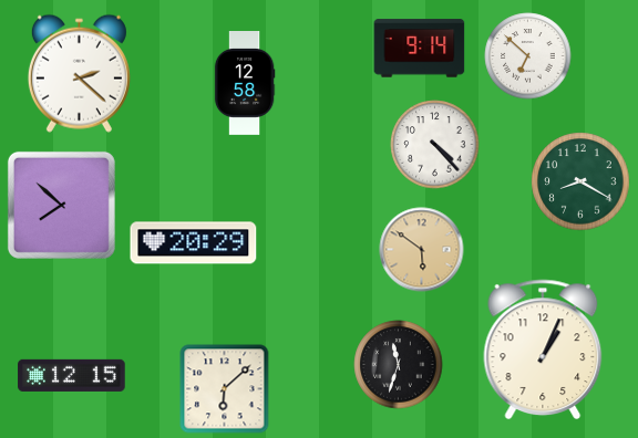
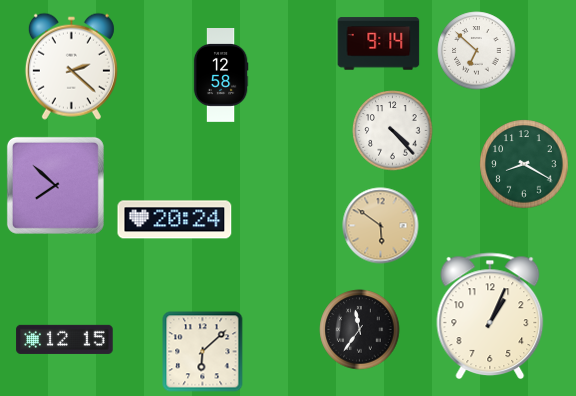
clock at (194, 243): 20:29 -> 20:24
clock at (399, 365): 11:33 -> 11:36
